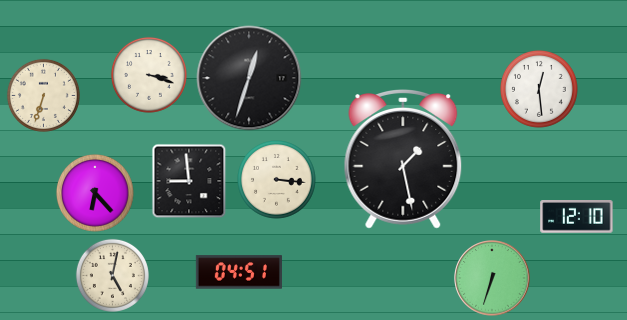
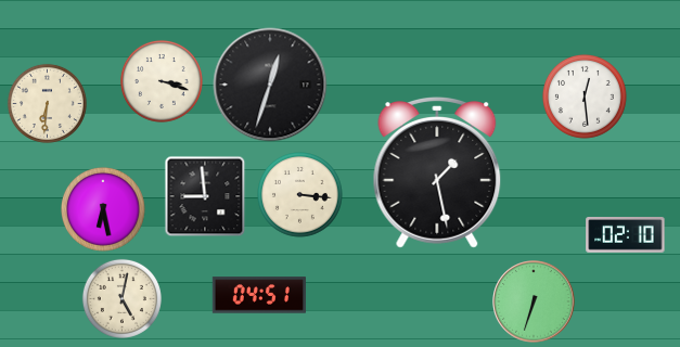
clock at (43, 95): 6:33 -> 6:31
clock at (95, 193): 6:23 -> 6:28
clock at (577, 217): 12:10 -> 02:10
